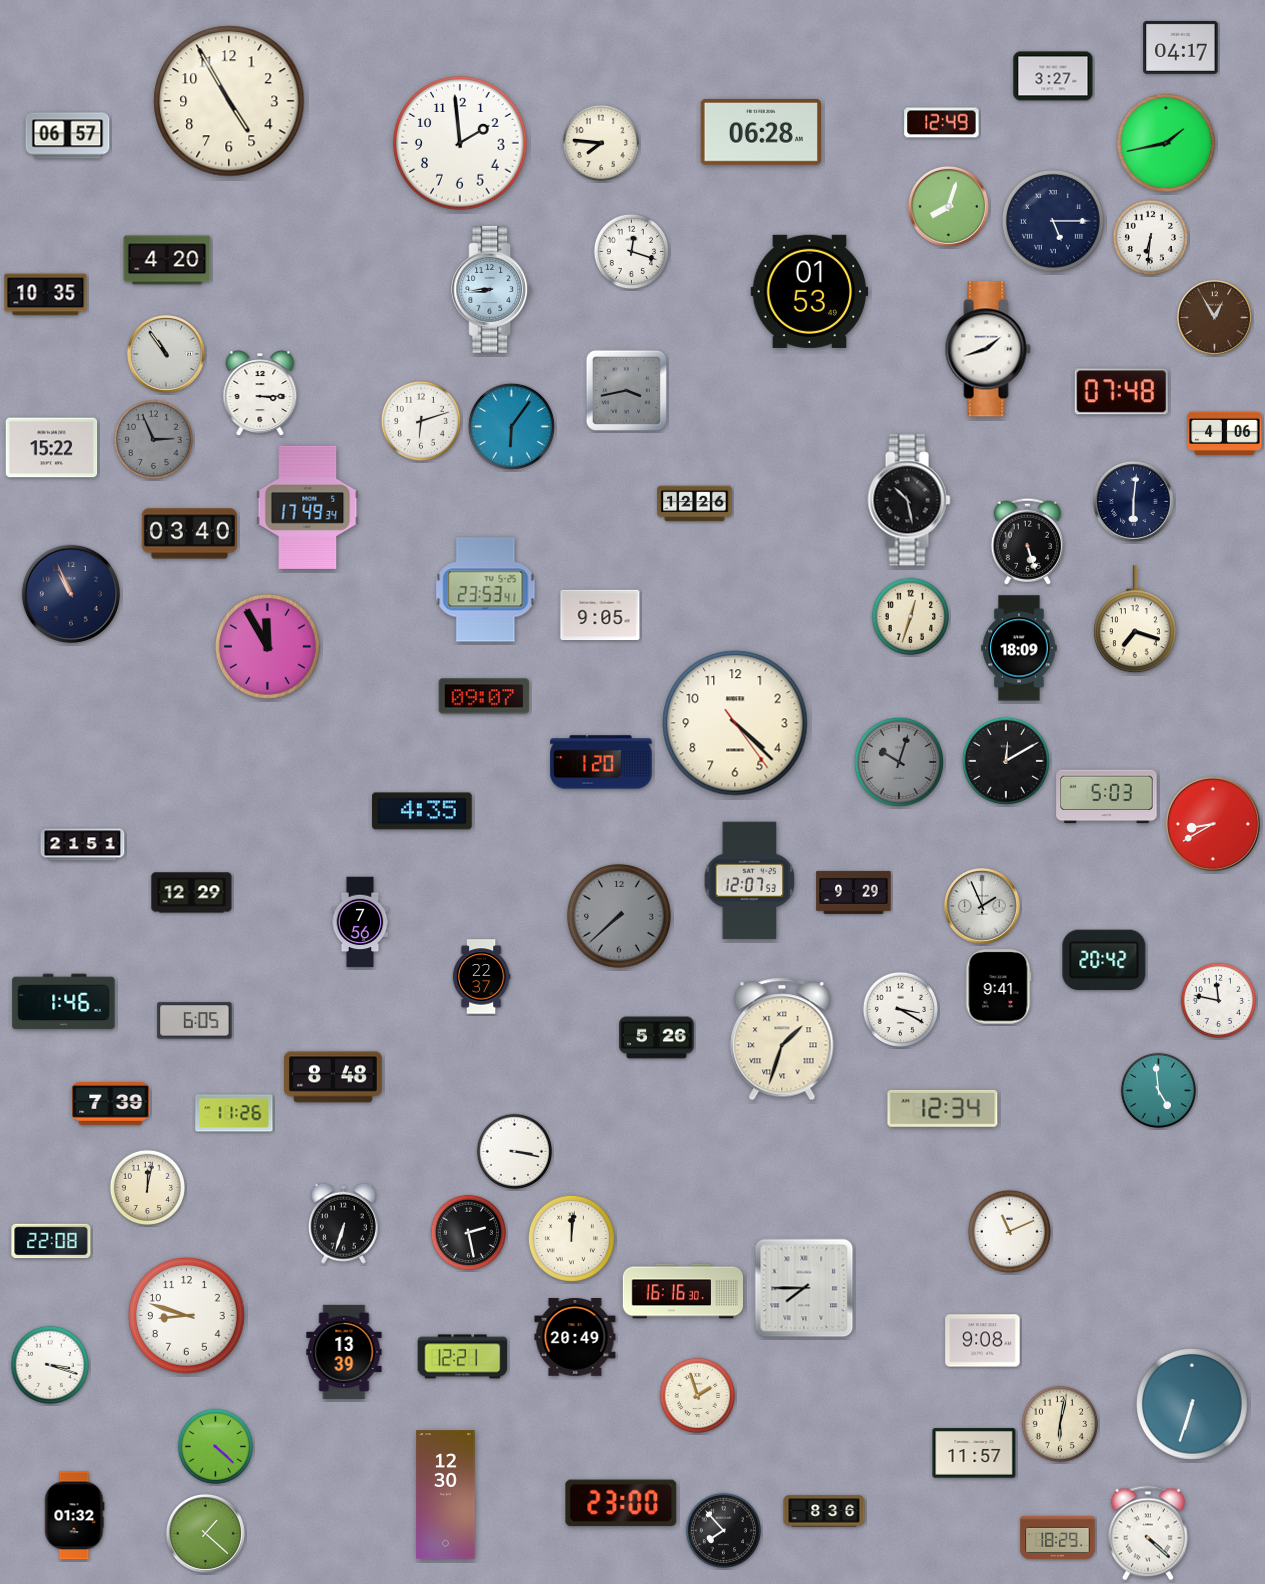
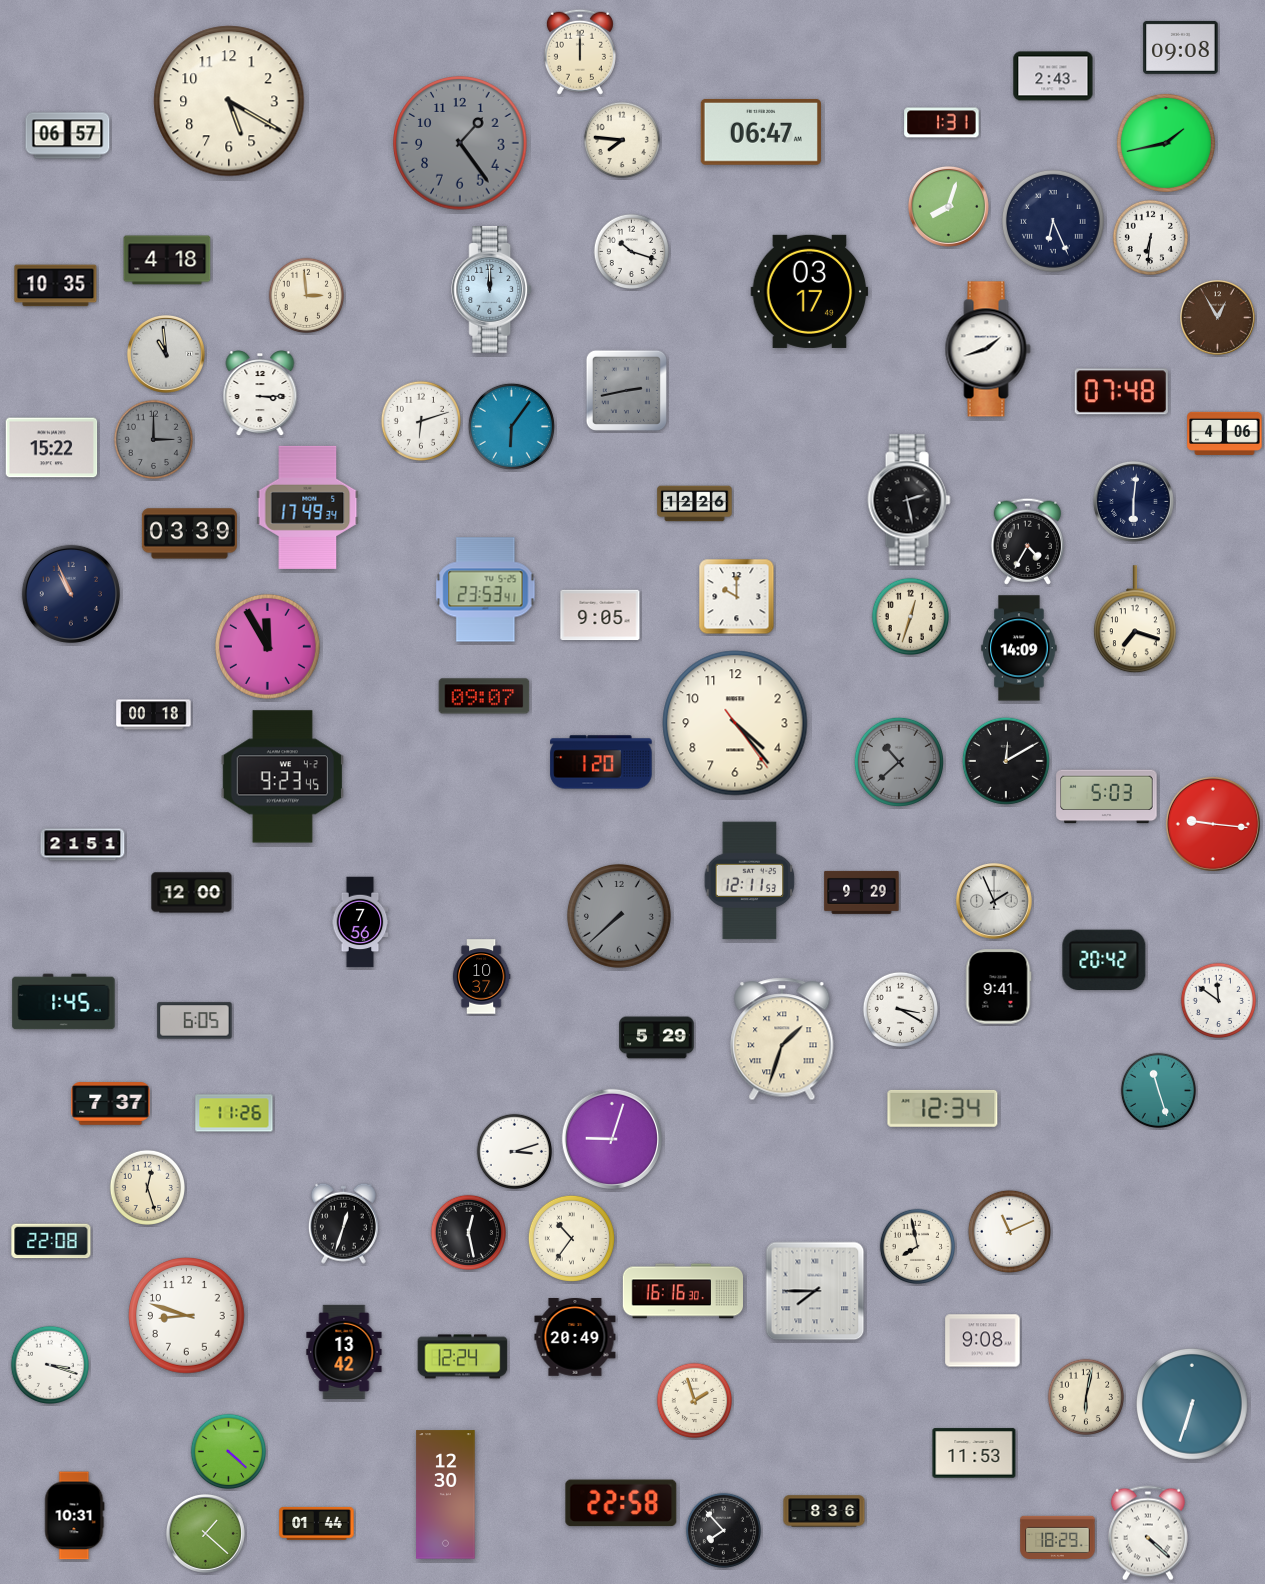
clock at (1181, 47): 04:17 -> 09:08
clock at (580, 52): none -> 12:00
clock at (1053, 76): 3:27 -> 2:43
clock at (229, 101): 4:55 -> 5:20
clock at (942, 123): 12:49 -> 1:31
clock at (761, 132): 06:28 -> 06:47
clock at (600, 142) position: (600, 142) -> (621, 139)
clock at (460, 143): 1:59 -> 1:24
clock at (460, 143) dial: white -> grey
clock at (1053, 221): 5:15 -> 6:26
clock at (631, 251): 12:18 -> 10:18
clock at (167, 260): 4:20 -> 4:18
clock at (492, 290): 8:44 -> 12:00
clock at (810, 291): 01:53 -> 03:17
clock at (46, 295) position: (46, 295) -> (56, 286)
clock at (306, 295): none -> 2:59
clock at (1215, 318) position: (1215, 318) -> (1218, 318)
clock at (166, 354): 10:54 -> 10:59
clock at (626, 390): 3:43 -> 2:43
clock at (153, 439): 2:56 -> 3:00
clock at (909, 500): 10:28 -> 2:28
clock at (189, 534): 03:40 -> 03:39
clock at (1027, 541): 5:27 -> 4:35
clock at (737, 597): none -> 10:00
clock at (1019, 648): 18:09 -> 14:09
clock at (154, 715): none -> 00:18
clock at (735, 723): 4:22 -> 4:23
clock at (899, 762): 10:03 -> 10:38
clock at (282, 777): none -> 9:23
clock at (422, 811): 4:35 -> none
clock at (1213, 824): 8:40 -> 9:16
clock at (750, 881): 12:07 -> 12:11
clock at (854, 892) position: (854, 892) -> (862, 892)
clock at (192, 893): 12:29 -> 12:00
clock at (982, 906) position: (982, 906) -> (994, 901)
clock at (481, 977): 22:37 -> 10:37
clock at (1218, 1000): 11:47 -> 11:51
clock at (64, 1002): 1:46 -> 1:45
clock at (657, 1038): 5:26 -> 5:29
clock at (334, 1077): 8:48 -> none
clock at (1158, 1090): 4:59 -> 11:27
clock at (111, 1104): 7:39 -> 7:37
clock at (612, 1139): none -> 9:03
clock at (514, 1151): 3:17 -> 3:12
clock at (147, 1187): 12:02 -> 12:27
clock at (343, 1223): 6:33 -> 12:33
clock at (468, 1232): 2:28 -> 12:28
clock at (571, 1238): 12:01 -> 10:36
clock at (917, 1246): none -> 7:58
clock at (804, 1288) position: (804, 1288) -> (815, 1291)
clock at (344, 1352): 13:39 -> 13:42
clock at (463, 1357): 12:21 -> 12:24
clock at (697, 1395) position: (697, 1395) -> (694, 1400)
clock at (1059, 1423) position: (1059, 1423) -> (1085, 1396)
clock at (215, 1446) position: (215, 1446) -> (228, 1451)
clock at (974, 1453): 11:57 -> 11:53
clock at (621, 1503): 23:00 -> 22:58
clock at (75, 1516): 01:32 -> 10:31
clock at (317, 1523): none -> 01:44
